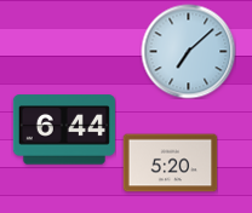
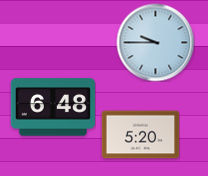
clock at (188, 51): 7:08 -> 9:45
clock at (64, 129): 6:44 -> 6:48
